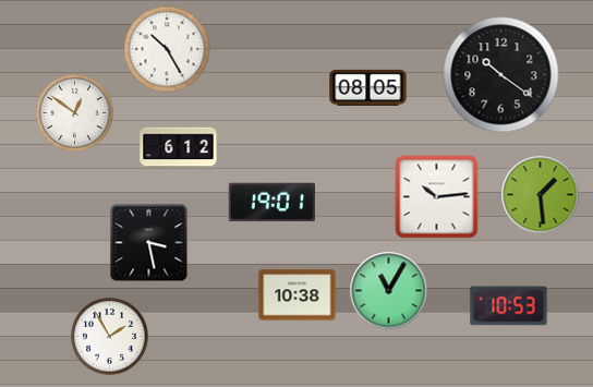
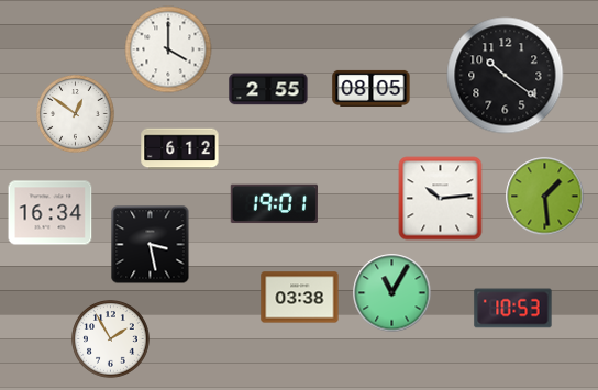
clock at (167, 49): 10:25 -> 4:00
clock at (268, 89): none -> 2:55
clock at (51, 213): none -> 16:34
clock at (298, 295): 10:38 -> 03:38
